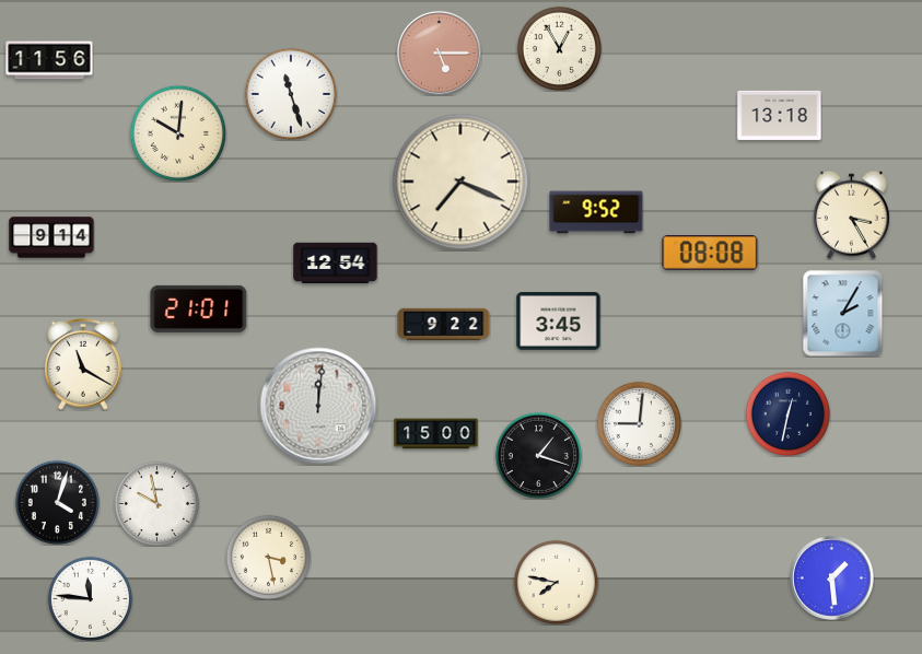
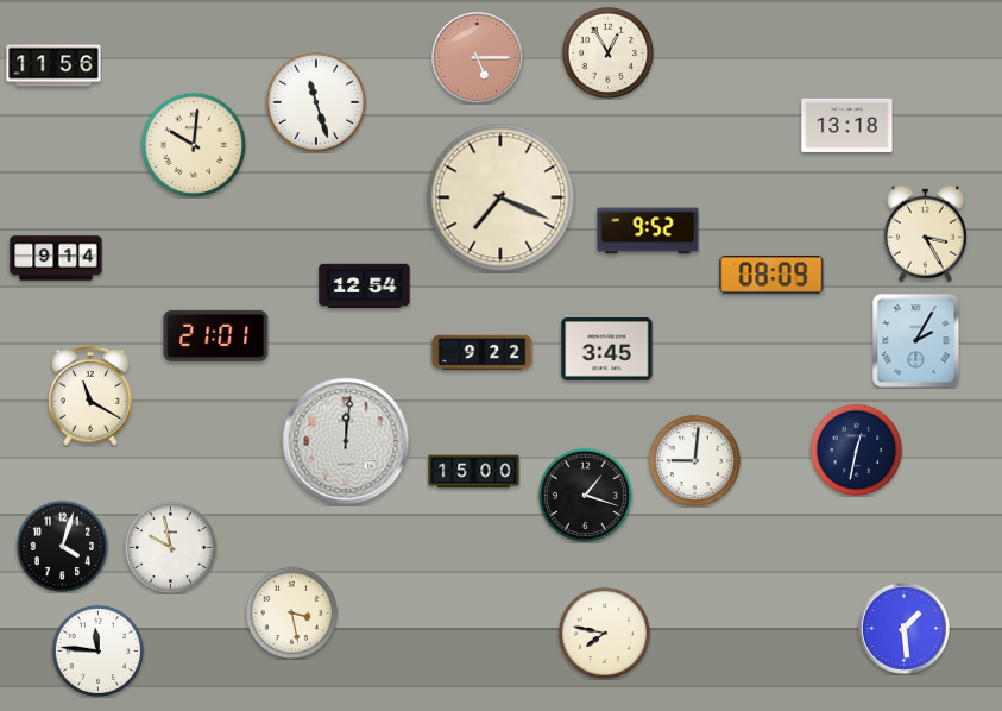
clock at (710, 253): 08:08 -> 08:09
clock at (268, 557) position: (268, 557) -> (291, 612)
